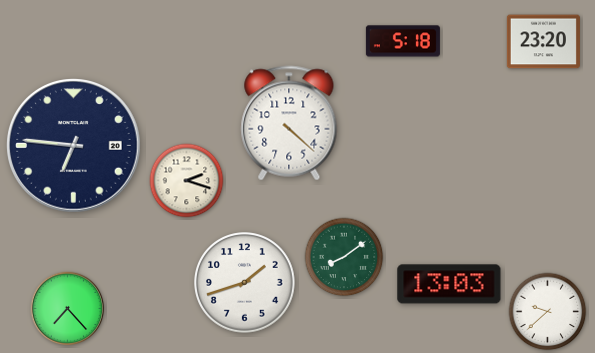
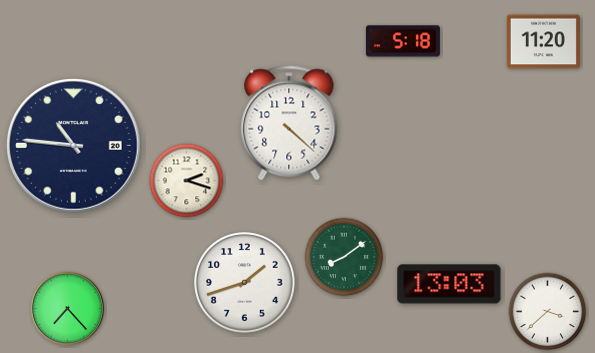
clock at (543, 42): 23:20 -> 11:20
clock at (74, 146): 6:46 -> 10:46
clock at (548, 312): 9:38 -> 3:38
